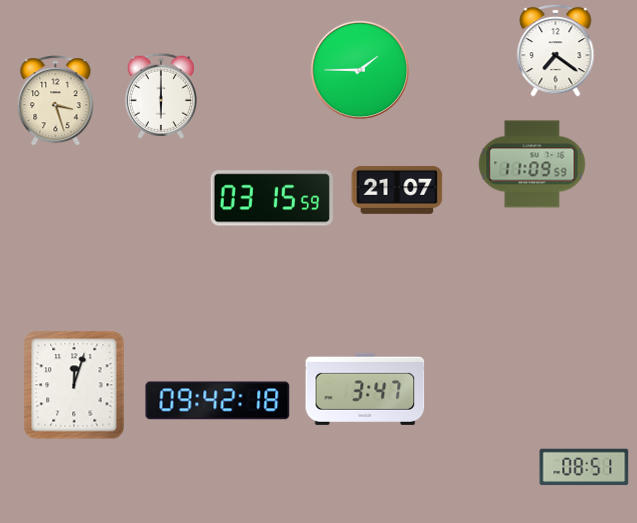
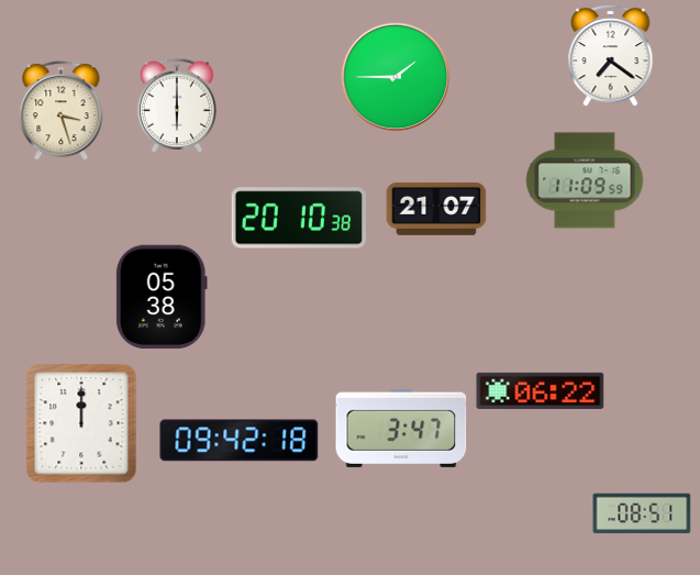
clock at (272, 198): 03:15 -> 20:10
clock at (162, 296): none -> 05:38
clock at (541, 390): none -> 06:22
clock at (74, 385): 12:03 -> 12:00
